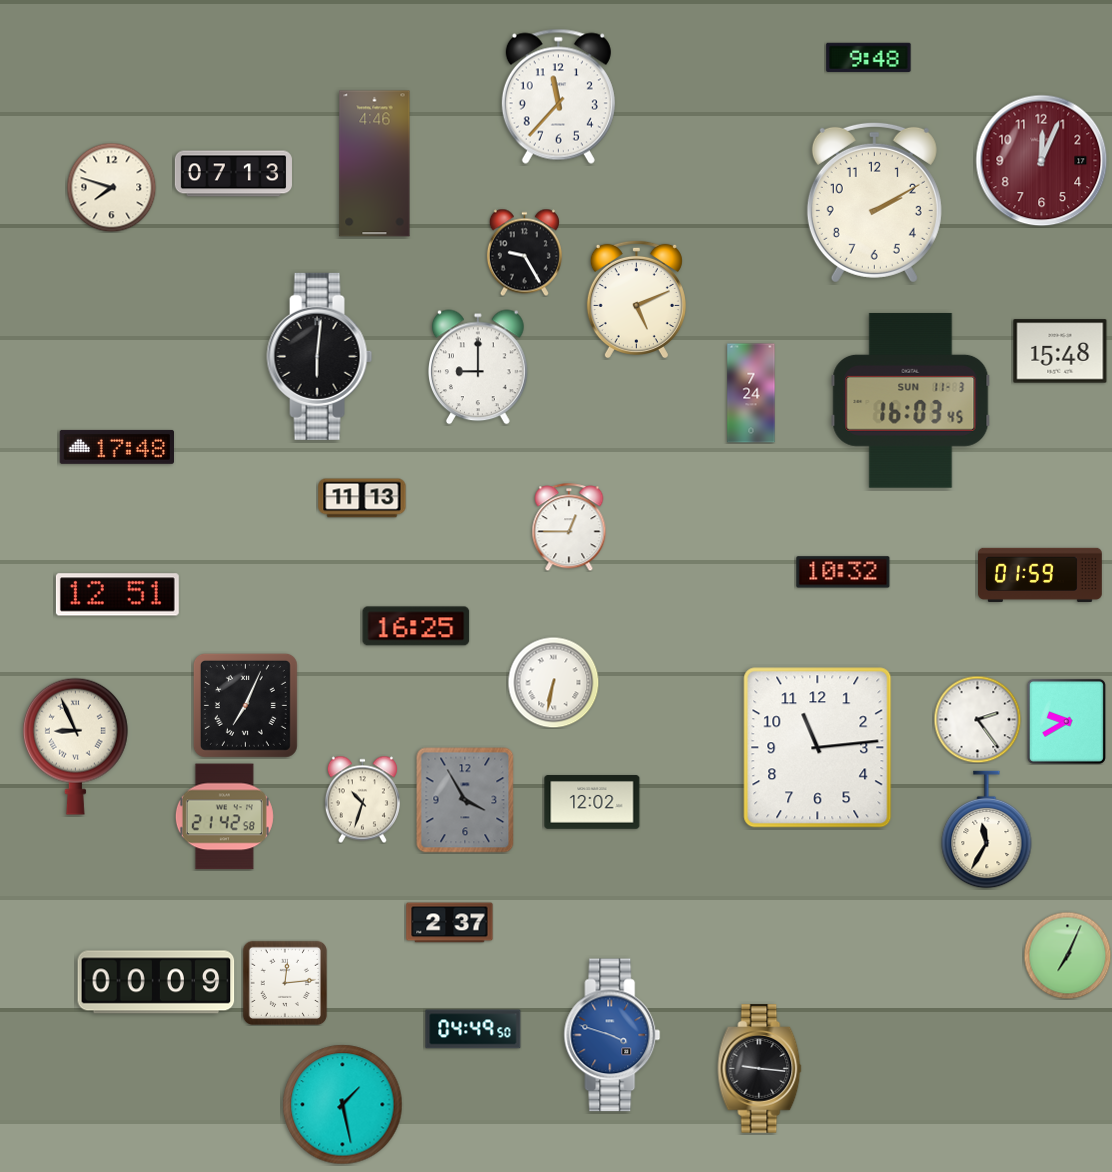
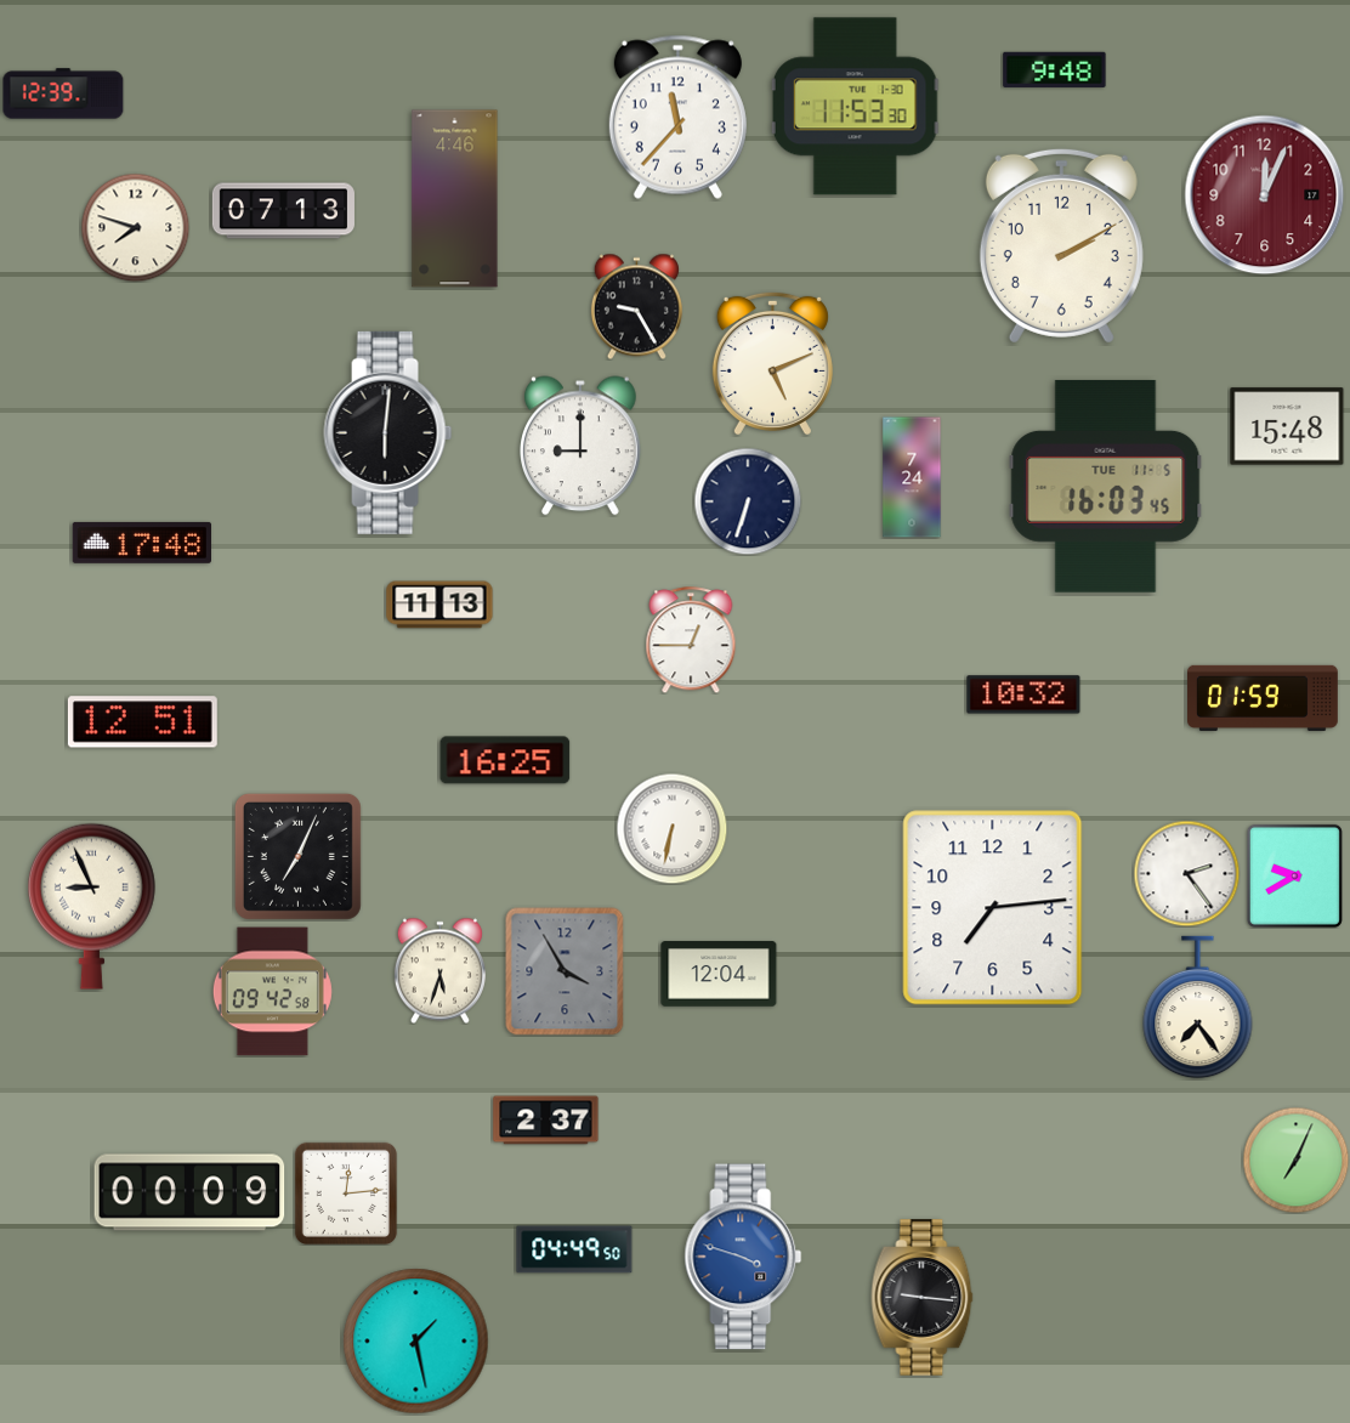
clock at (63, 93): none -> 12:39
clock at (856, 107): none -> 11:53
clock at (911, 400) date: SUN 11-3 -> TUE 11-5
clock at (748, 501): none -> 6:33
clock at (818, 748): 11:14 -> 7:14
clock at (362, 799): 10:33 -> 5:33
clock at (592, 802): 12:02 -> 12:04
clock at (224, 817): 21:42 -> 09:42
clock at (987, 830): 11:35 -> 7:24
